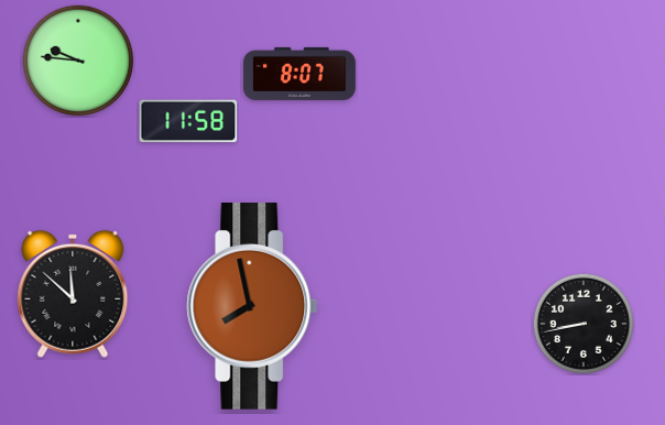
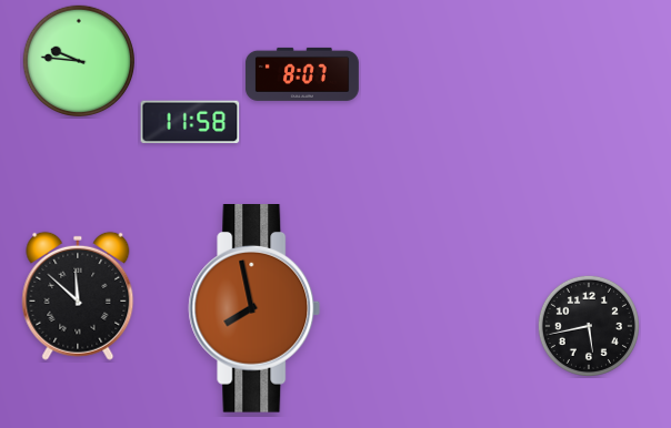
clock at (73, 294) position: (73, 294) -> (78, 296)
clock at (584, 324): 8:43 -> 5:43
